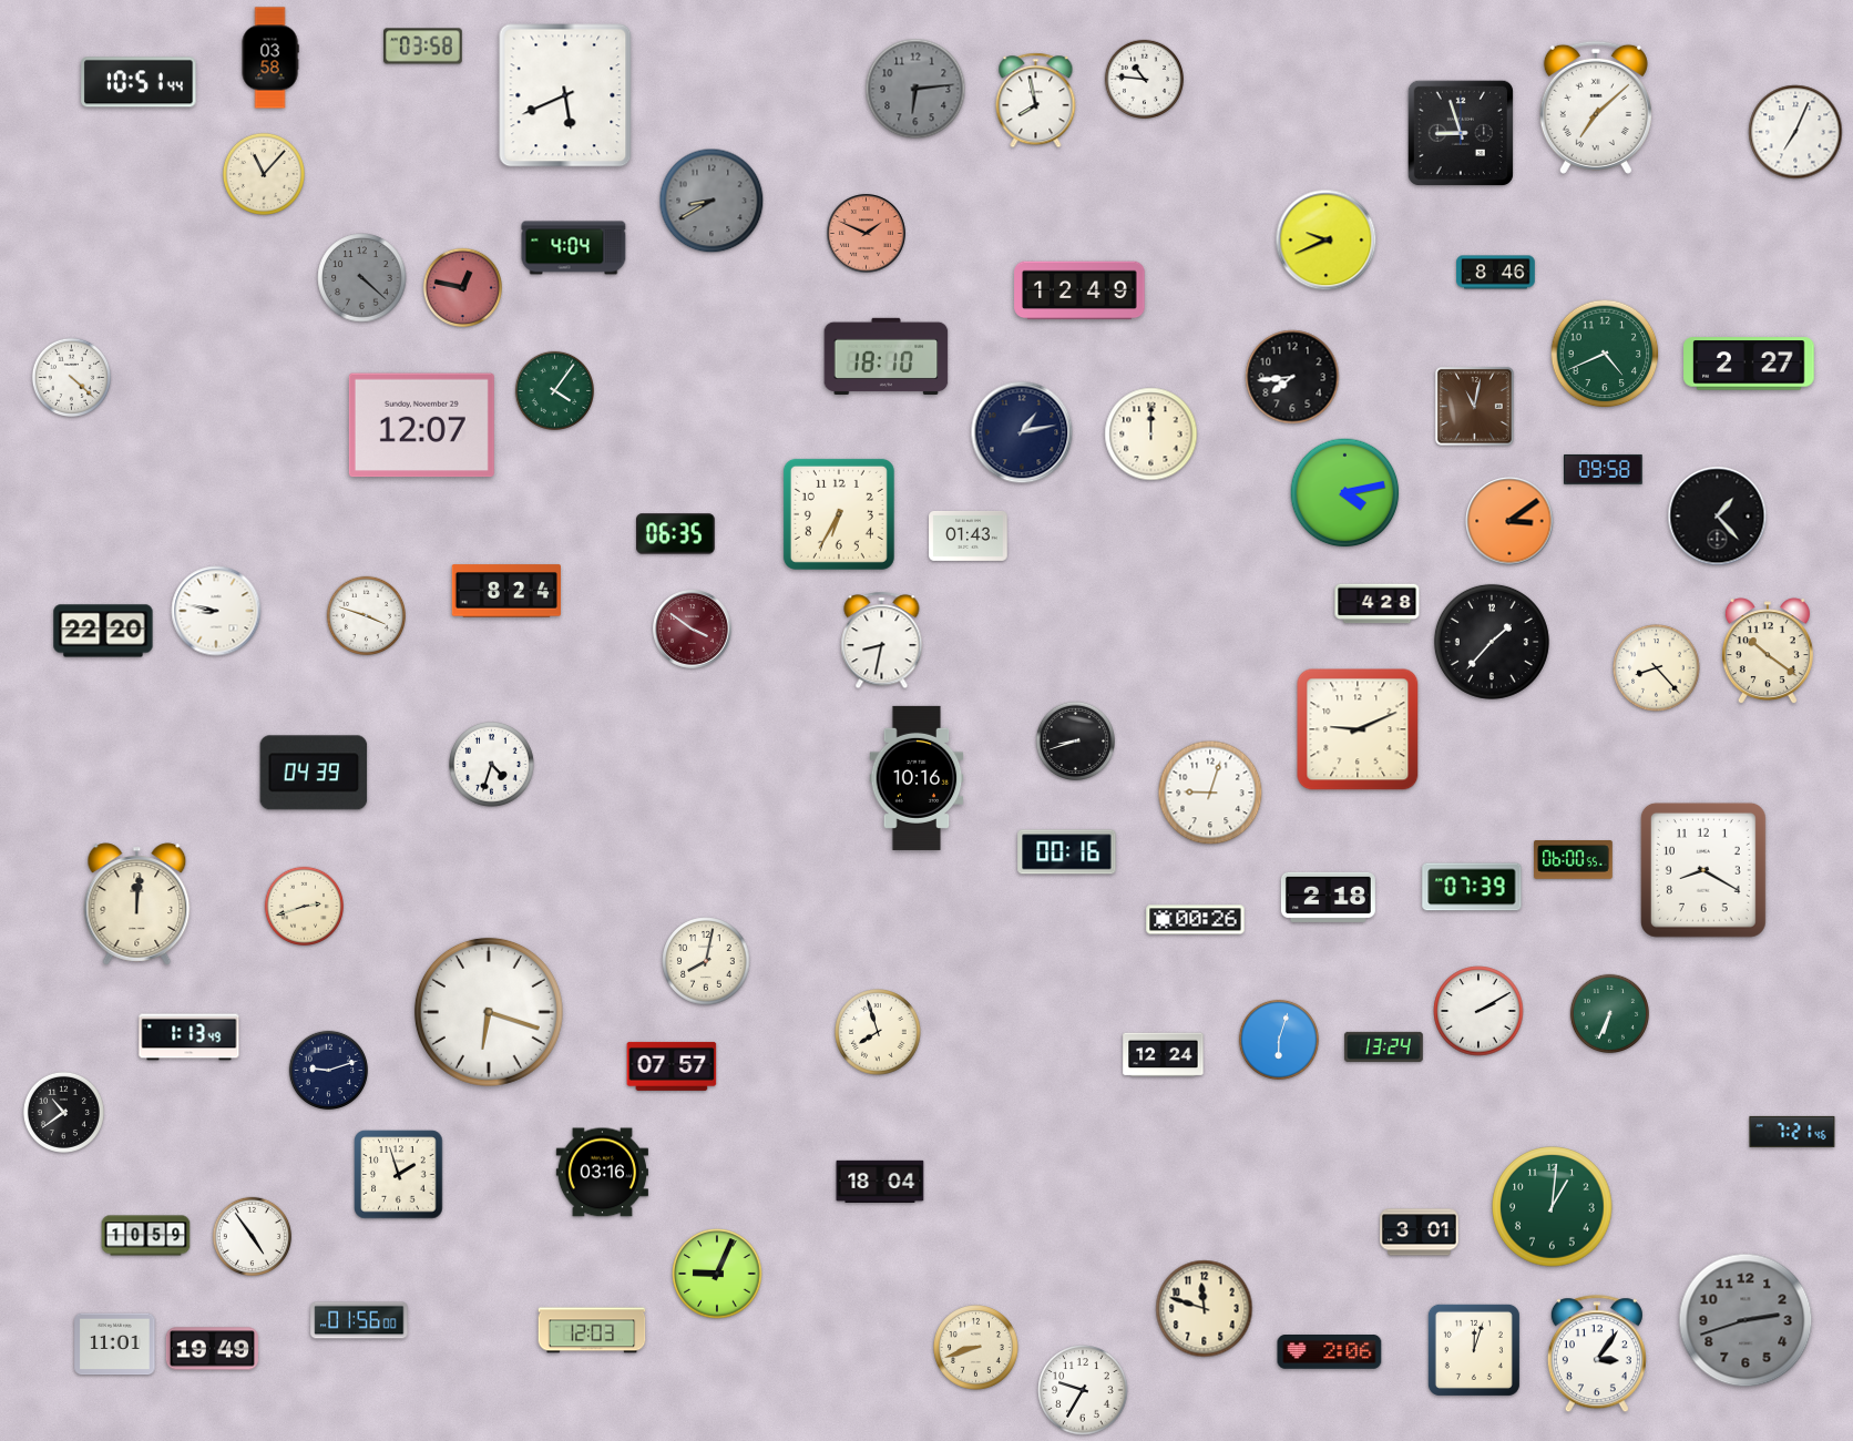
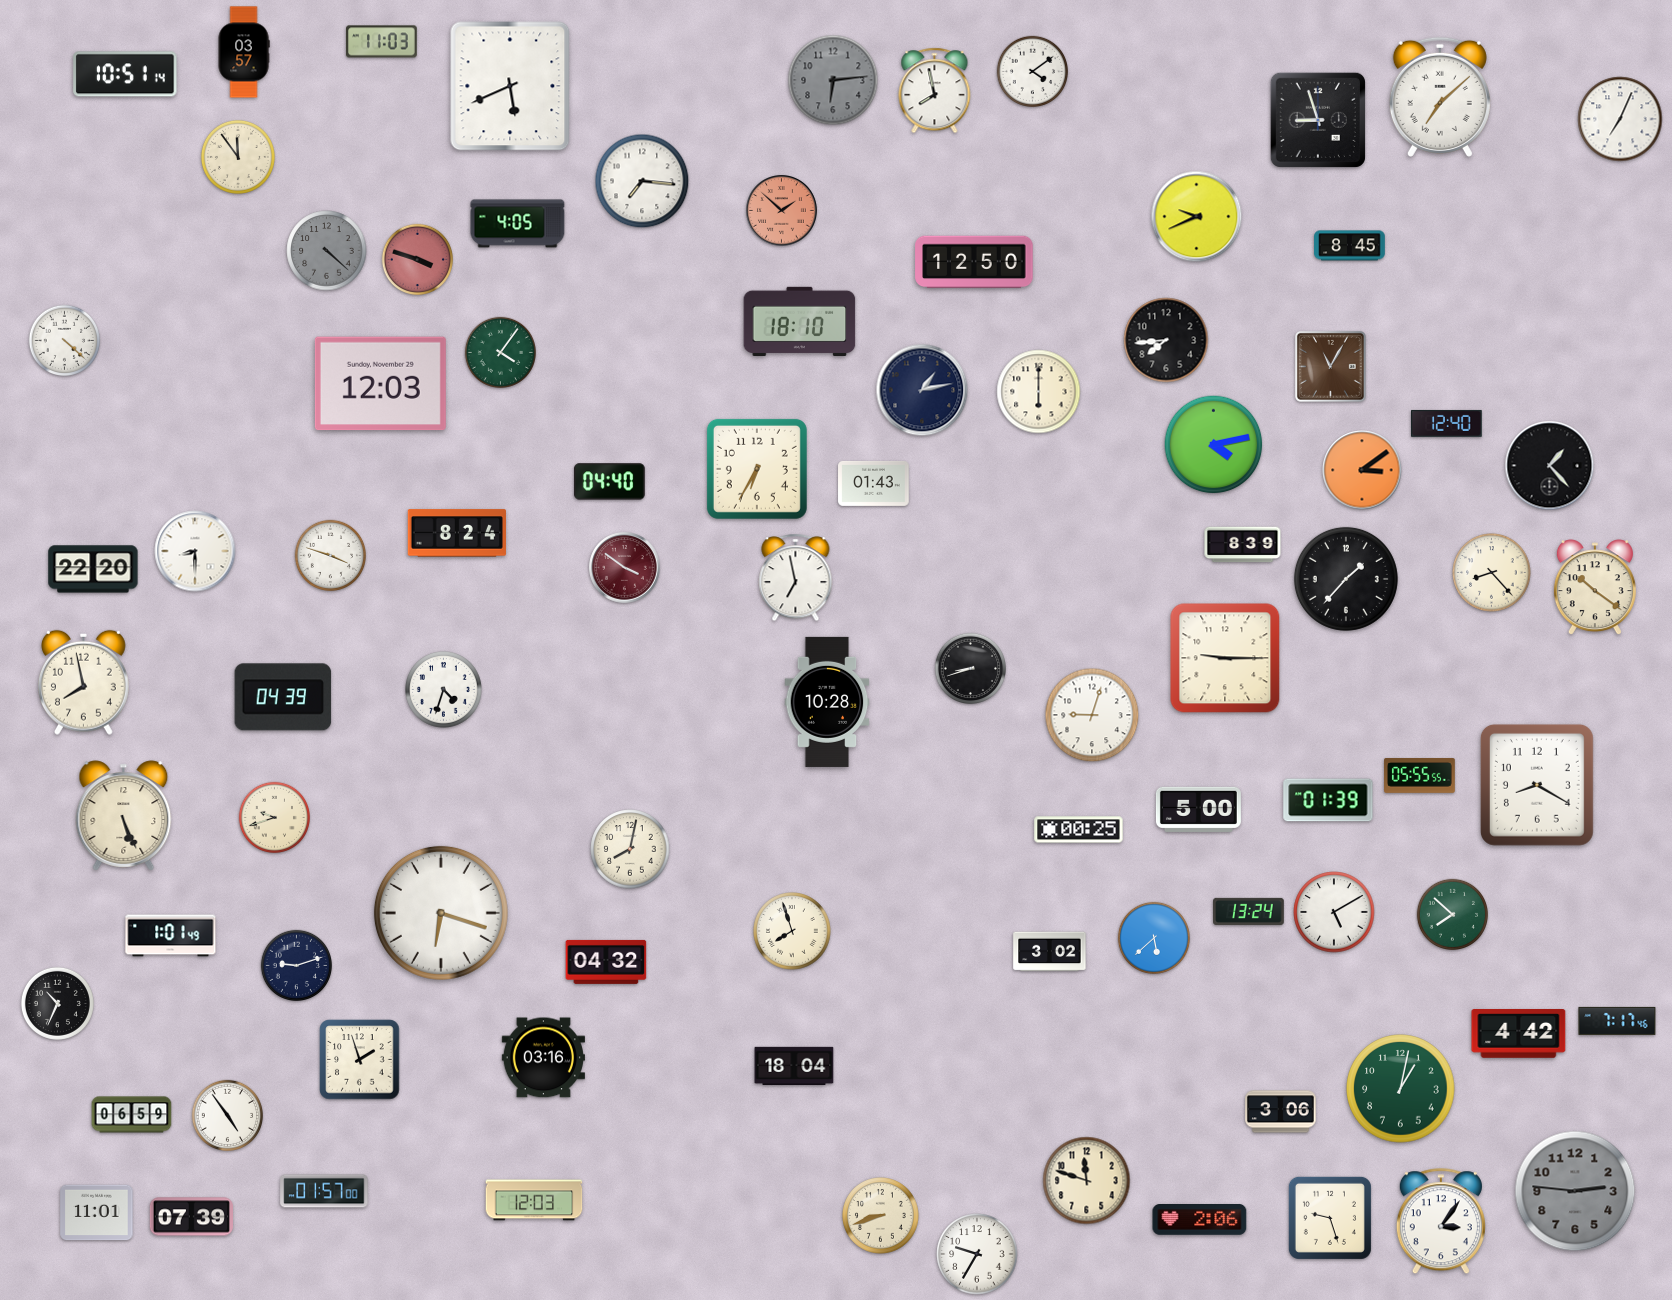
clock at (423, 47): 03:58 -> 11:03
clock at (270, 58): 03:58 -> 03:57
clock at (1145, 80): 10:46 -> 4:09
clock at (139, 82): 10:51:44 -> 10:51:14
clock at (915, 89) position: (915, 89) -> (833, 80)
clock at (264, 174): 11:07 -> 11:54
clock at (711, 201): 8:40 -> 7:16
clock at (711, 201) dial: grey -> white
clock at (867, 234): 1:49 -> 1:52
clock at (574, 248): 4:04 -> 4:05
clock at (1496, 273): 8:46 -> 8:45
clock at (463, 288): 12:47 -> 3:48
clock at (1079, 290): 12:49 -> 12:50
clock at (1605, 354): 4:41 -> none
clock at (1749, 364): 2:27 -> none
clock at (1474, 406): 11:02 -> 11:05
clock at (421, 426): 12:07 -> 12:03
clock at (1151, 435): 12:00 -> 6:00
clock at (1604, 469): 09:58 -> 12:40
clock at (839, 514) position: (839, 514) -> (757, 469)
clock at (676, 534): 06:35 -> 04:40
clock at (1378, 604): 4:28 -> 8:39
clock at (216, 611): 8:47 -> 8:30
clock at (882, 641): 8:32 -> 6:58
clock at (1657, 668) position: (1657, 668) -> (1492, 573)
clock at (1358, 729): 9:11 -> 9:15
clock at (83, 682): none -> 7:58
clock at (917, 778): 10:16 -> 10:28
clock at (1067, 852): 00:16 -> none
clock at (1574, 860): 06:00 -> 05:55
clock at (1472, 887): 07:39 -> 01:39
clock at (1328, 897): 2:18 -> 5:00
clock at (137, 905): 12:01 -> 5:26
clock at (305, 907): 2:42 -> 9:42
clock at (1196, 920): 00:26 -> 00:25
clock at (706, 961) position: (706, 961) -> (630, 849)
clock at (1478, 1011): 2:10 -> 5:10
clock at (1610, 1014): 6:34 -> 7:52
clock at (190, 1038): 1:13 -> 1:01
clock at (1279, 1040): 6:03 -> 5:38
clock at (1384, 1046) position: (1384, 1046) -> (1249, 911)
clock at (1164, 1055): 12:24 -> 3:02
clock at (672, 1066): 07:57 -> 04:32
clock at (63, 1112): 10:39 -> 10:34
clock at (1792, 1132): 7:21 -> 7:17
clock at (1519, 1034): none -> 4:42
clock at (1553, 1207): 1:01 -> 1:02
clock at (1420, 1233): 3:01 -> 3:06
clock at (146, 1236): 10:59 -> 06:59
clock at (717, 1274): 9:04 -> none
clock at (359, 1320): 01:56 -> 01:57
clock at (1745, 1320): 2:42 -> 2:46
clock at (115, 1345) position: (115, 1345) -> (97, 1213)
clock at (212, 1349): 19:49 -> 07:39
clock at (1474, 1350): 12:03 -> 9:27
